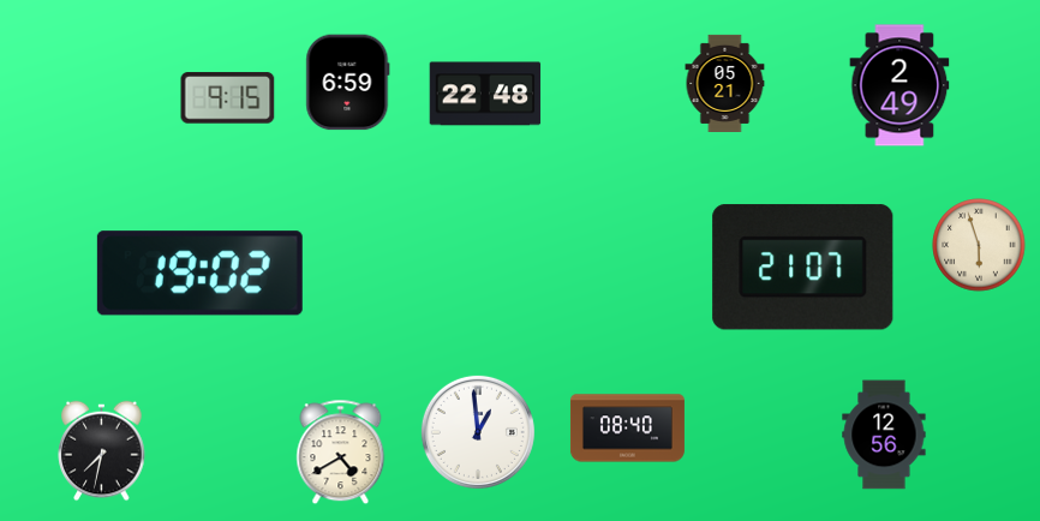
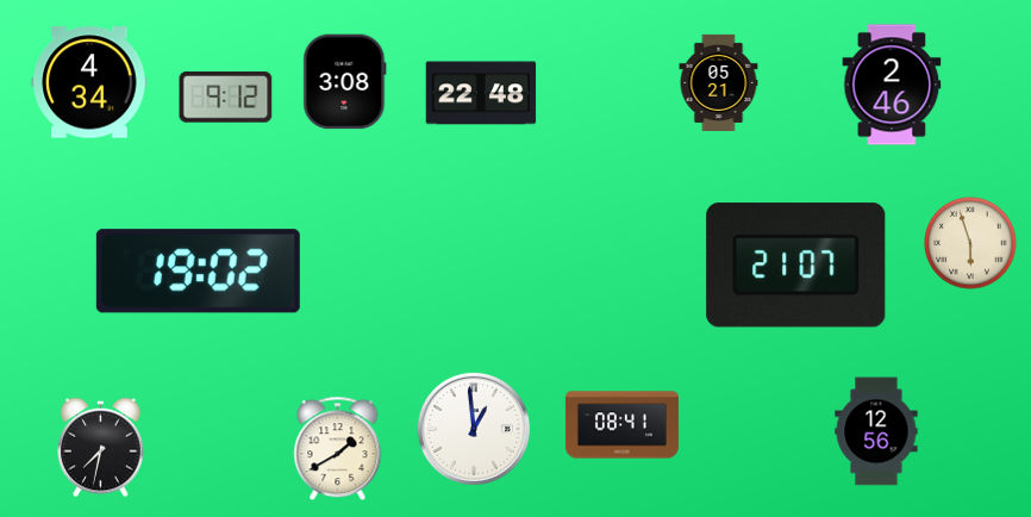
clock at (89, 82): none -> 4:34
clock at (348, 83): 6:59 -> 3:08
clock at (899, 85): 2:49 -> 2:46
clock at (228, 98): 9:15 -> 9:12
clock at (627, 429): 08:40 -> 08:41
clock at (341, 453): 4:40 -> 1:40
